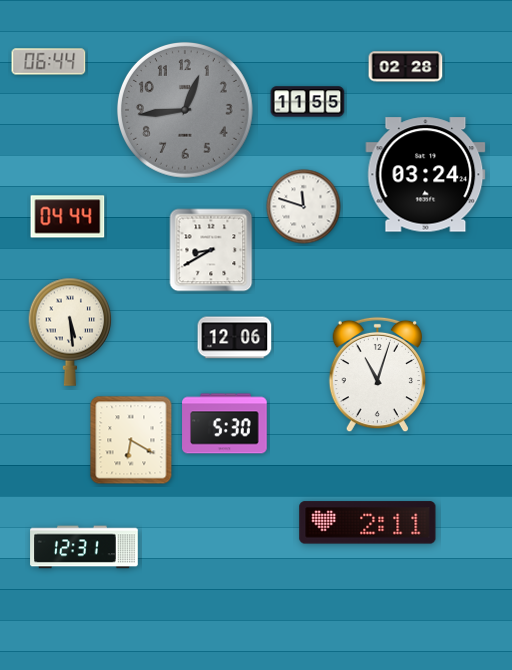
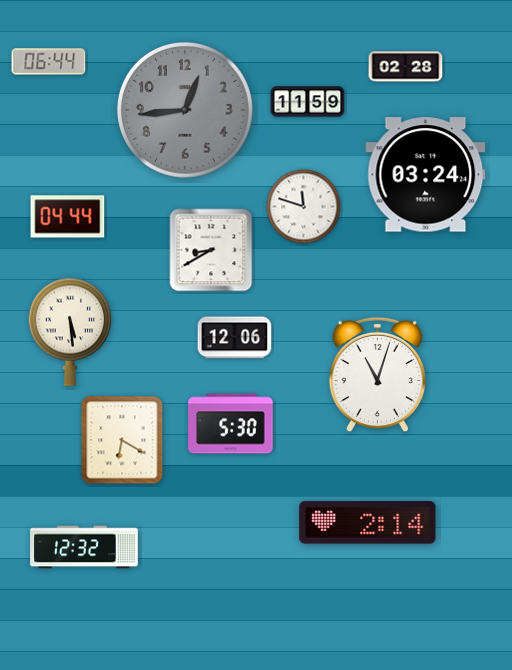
clock at (308, 102): 11:55 -> 11:59
clock at (225, 424) position: (225, 424) -> (231, 424)
clock at (131, 440) position: (131, 440) -> (122, 440)
clock at (368, 523): 2:11 -> 2:14
clock at (84, 547): 12:31 -> 12:32
